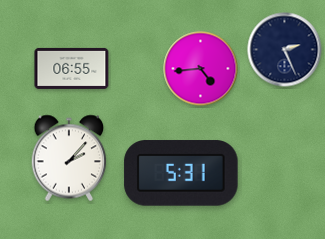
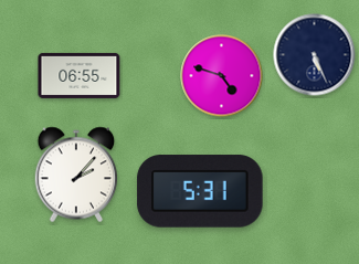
clock at (285, 50): 2:26 -> 5:26
clock at (201, 69): 4:44 -> 4:48
